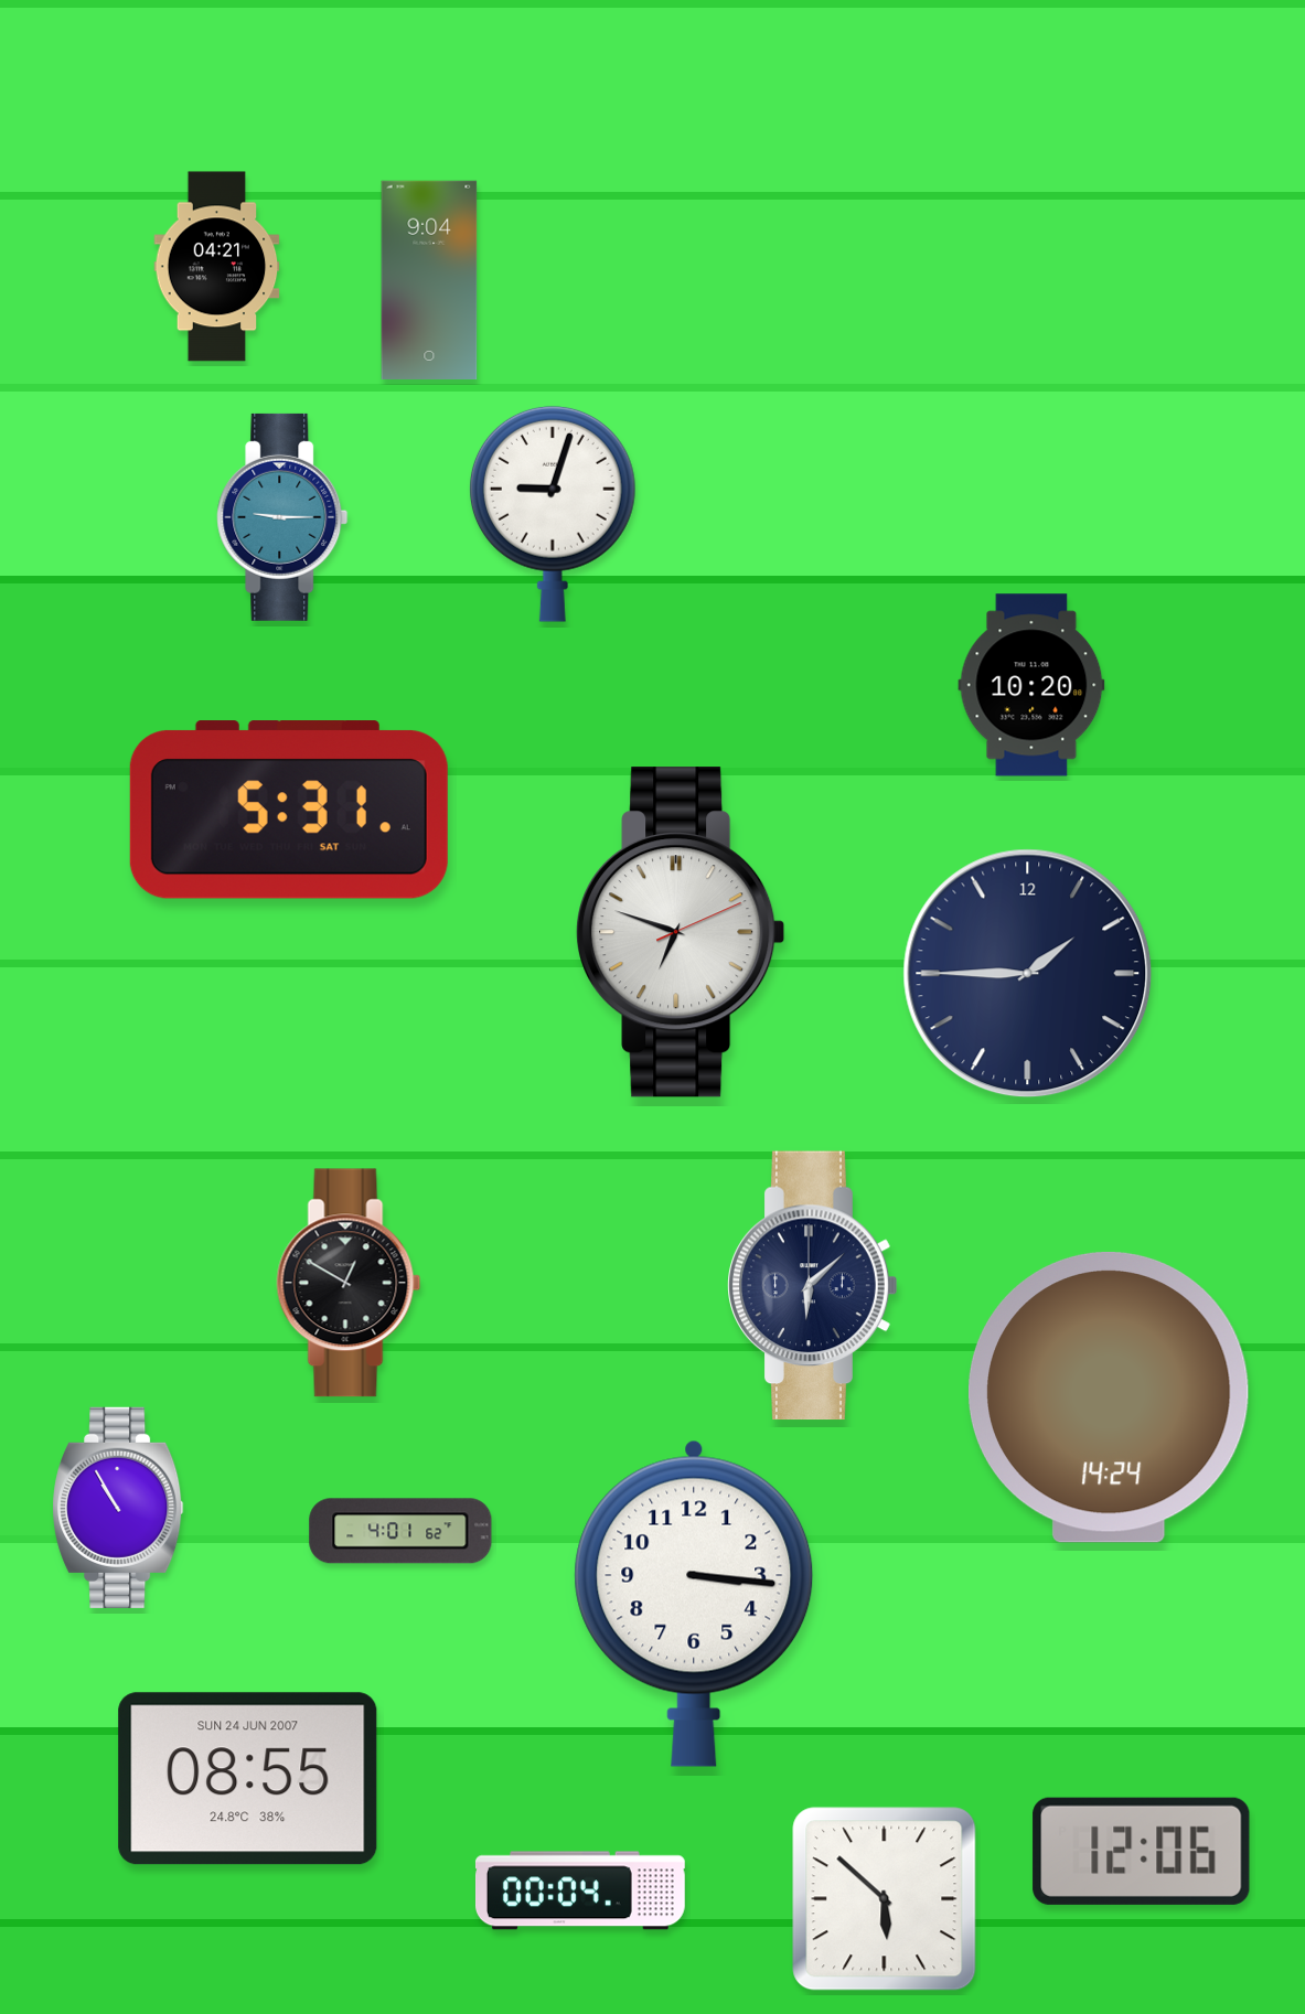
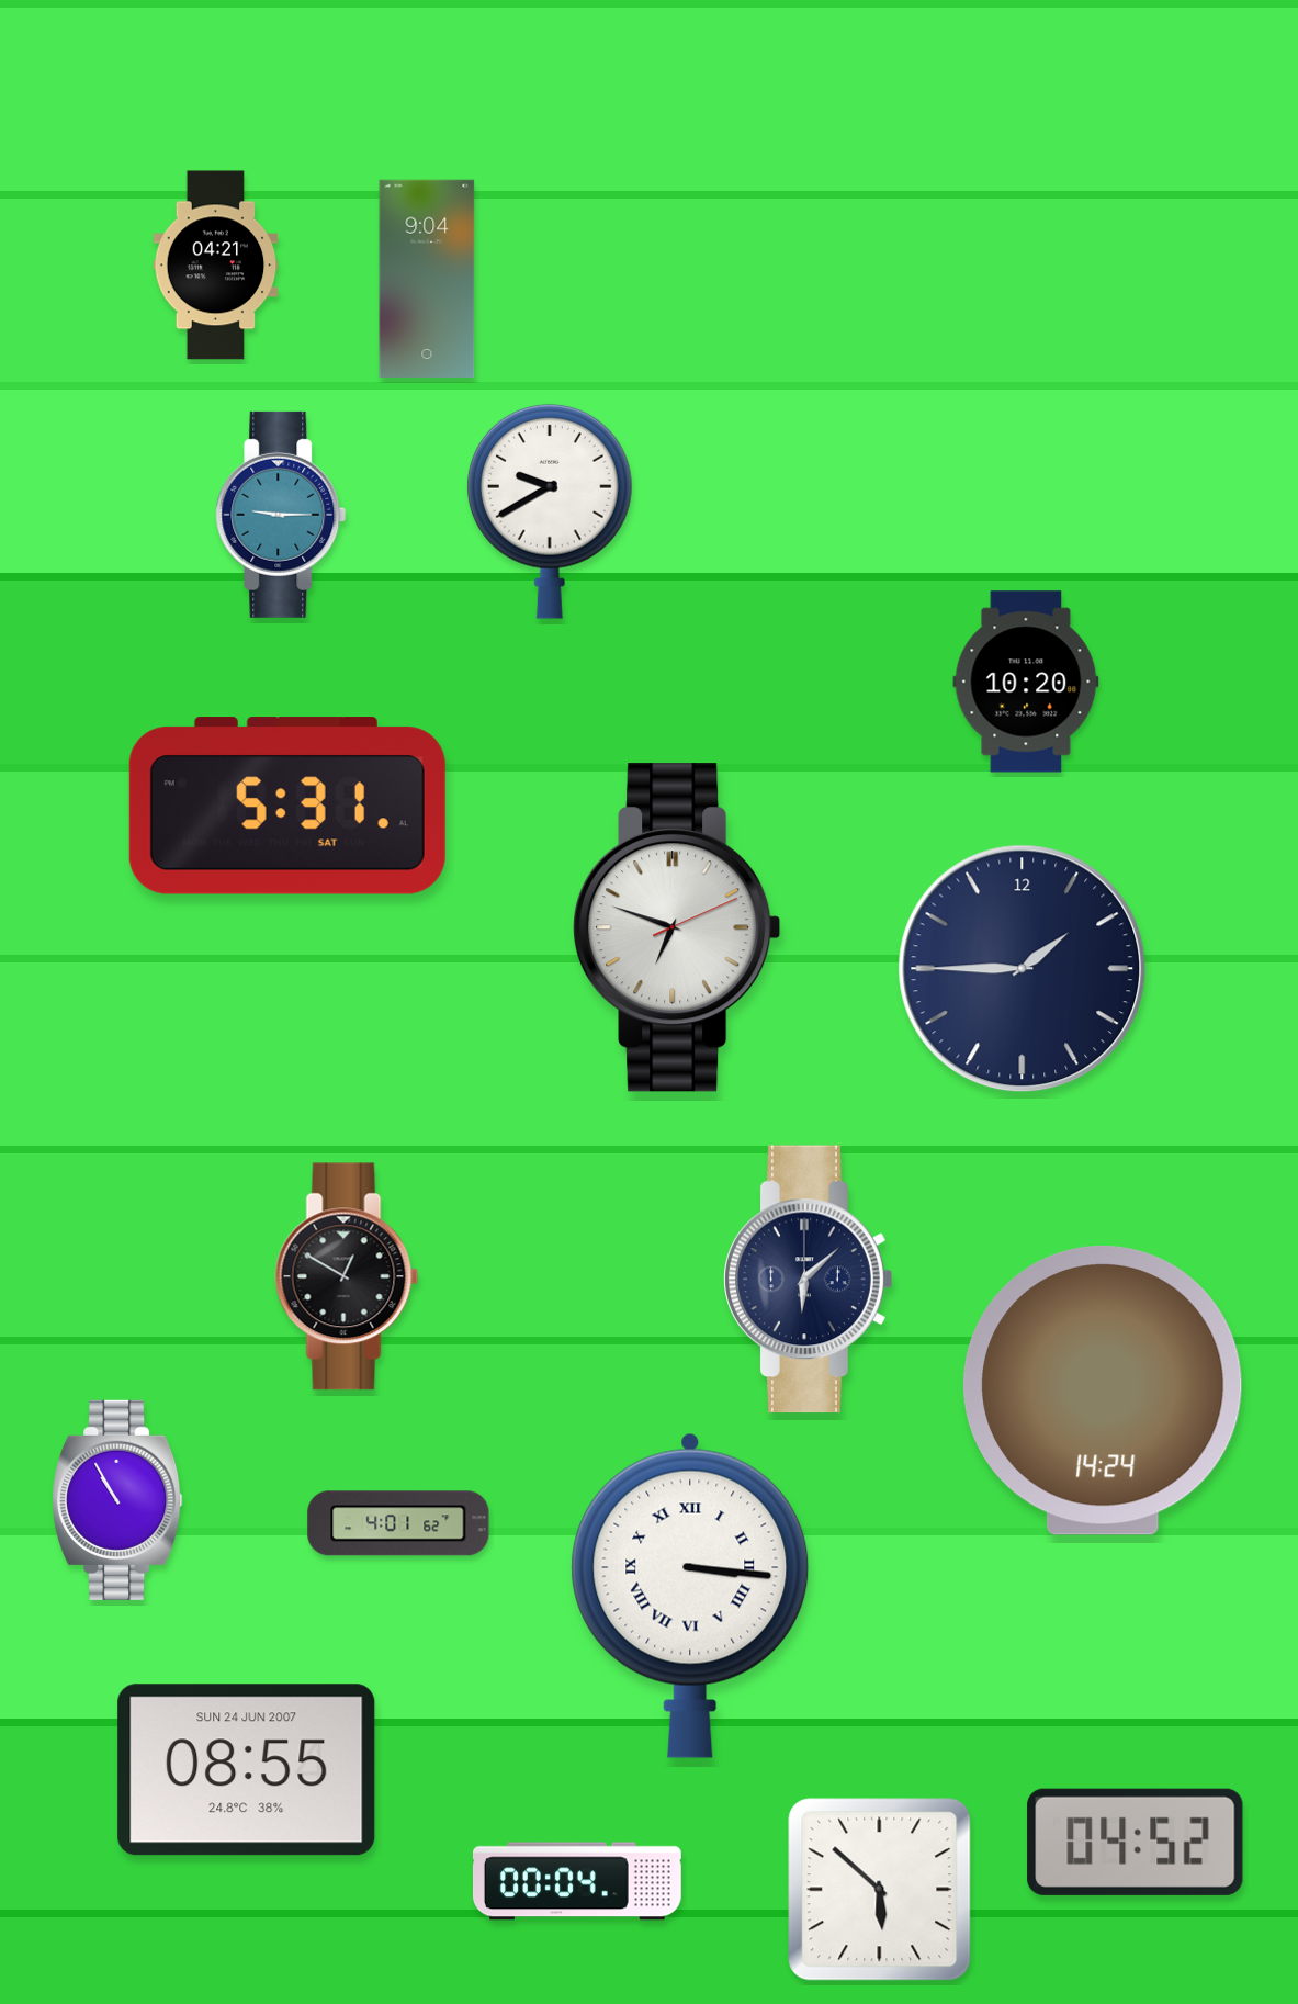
clock at (553, 514): 9:03 -> 9:40
clock at (694, 1604) numerals: Arabic -> Roman
clock at (1142, 1851): 12:06 -> 04:52
